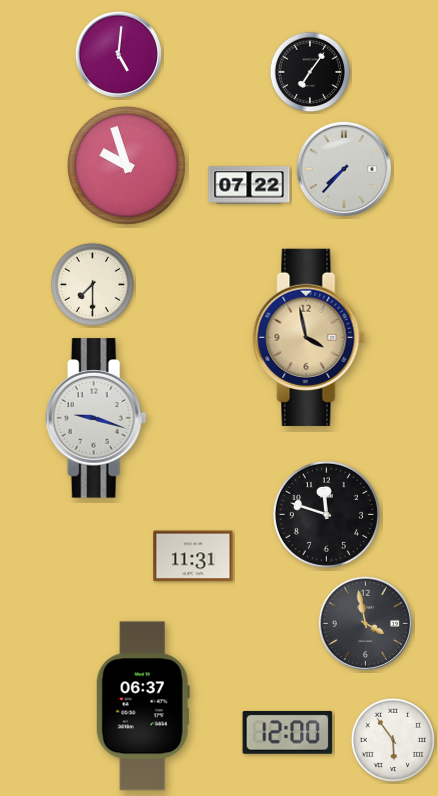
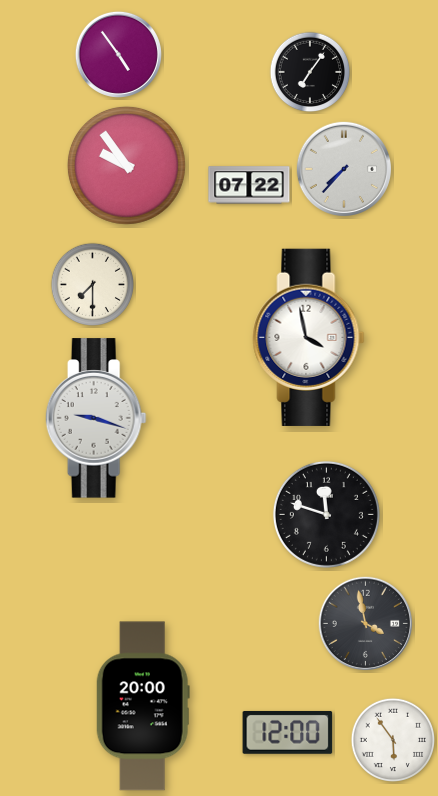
clock at (118, 54): 5:01 -> 4:54
clock at (126, 165): 9:57 -> 9:54
clock at (309, 337) dial: champagne -> white
clock at (193, 556): 11:31 -> none
clock at (143, 706): 06:37 -> 20:00
